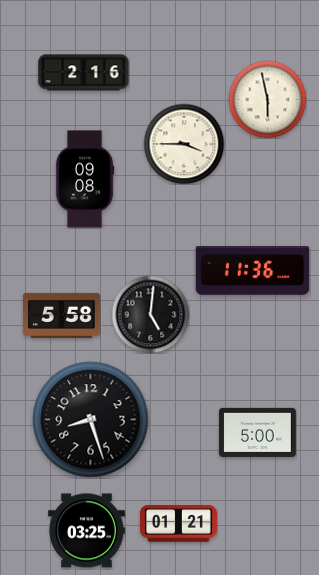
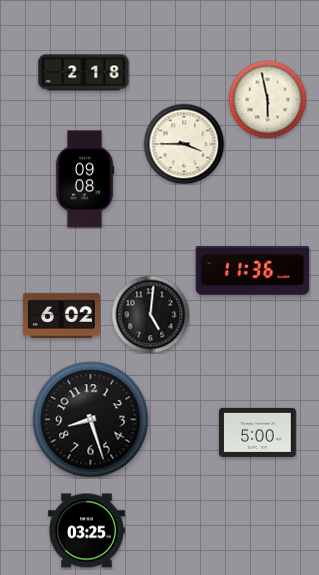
clock at (84, 73): 2:16 -> 2:18
clock at (61, 315): 5:58 -> 6:02
clock at (179, 524): 01:21 -> none
